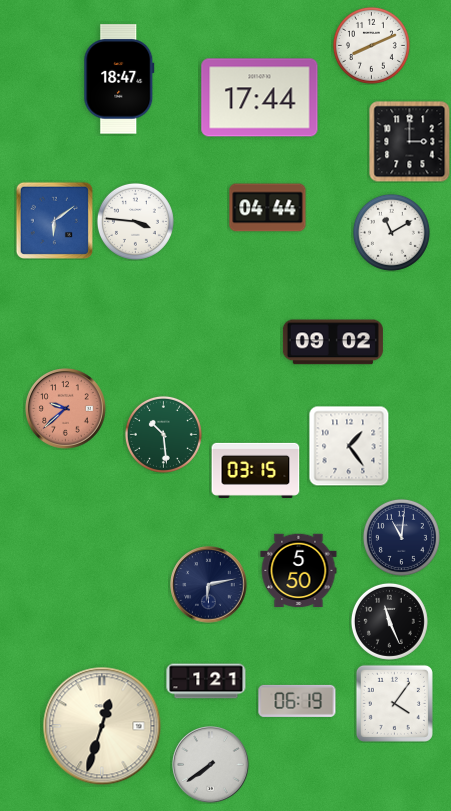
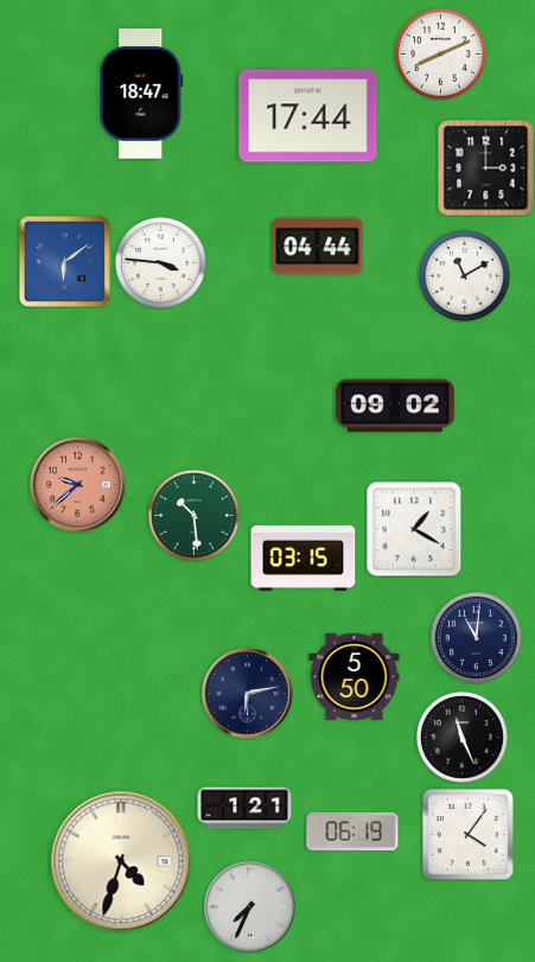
clock at (349, 446): 1:24 -> 1:20
clock at (102, 726): 12:33 -> 4:33
clock at (211, 765): 7:39 -> 7:34
